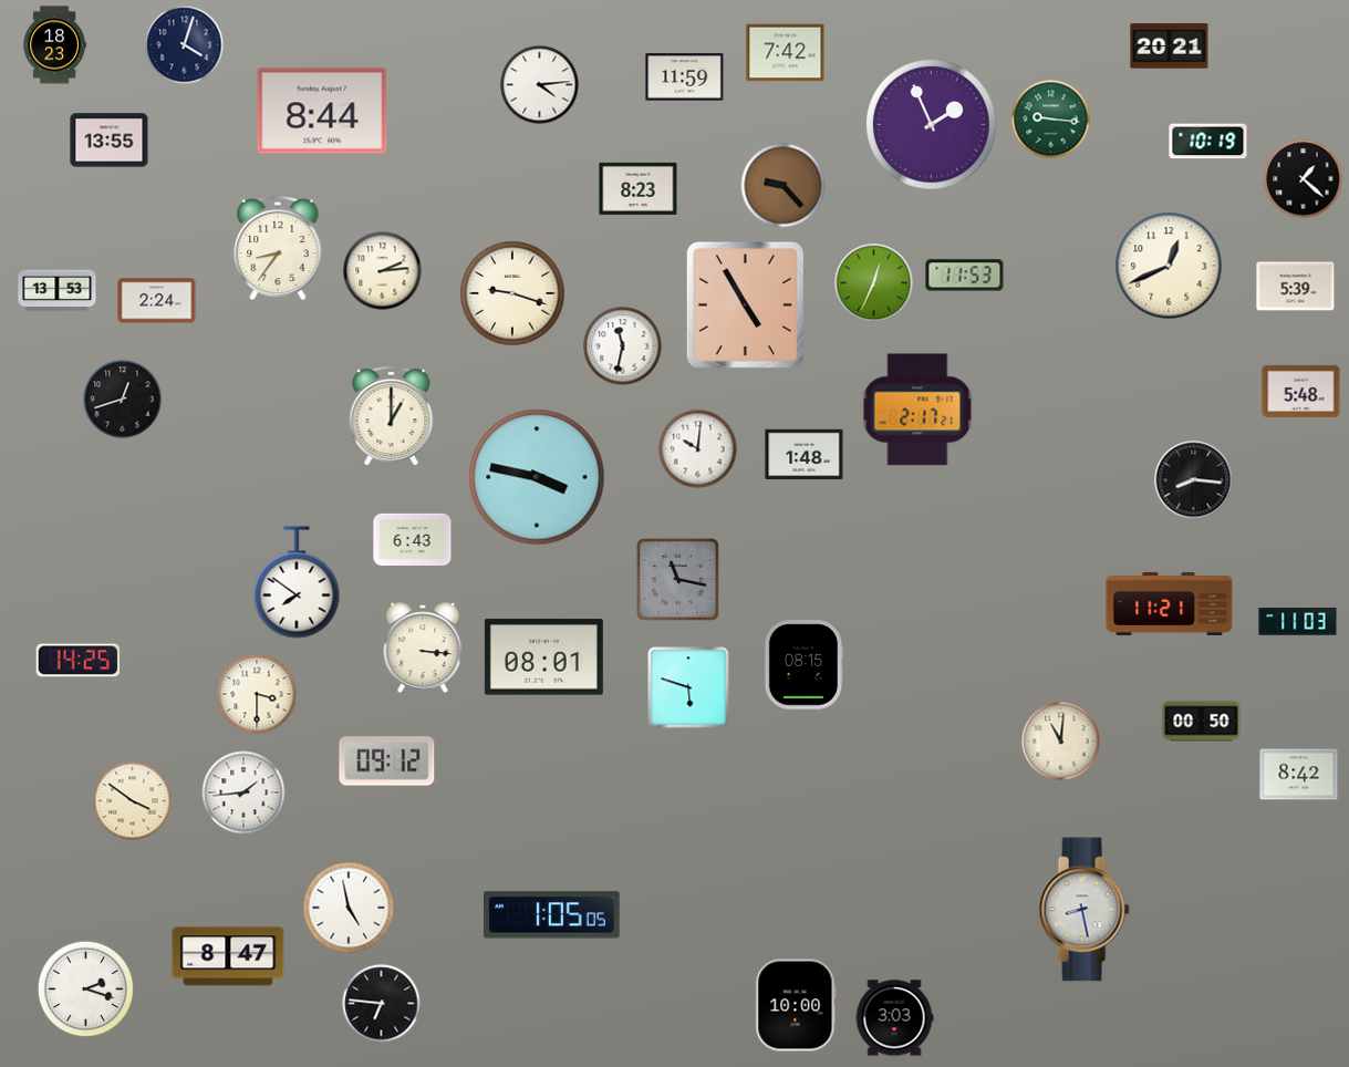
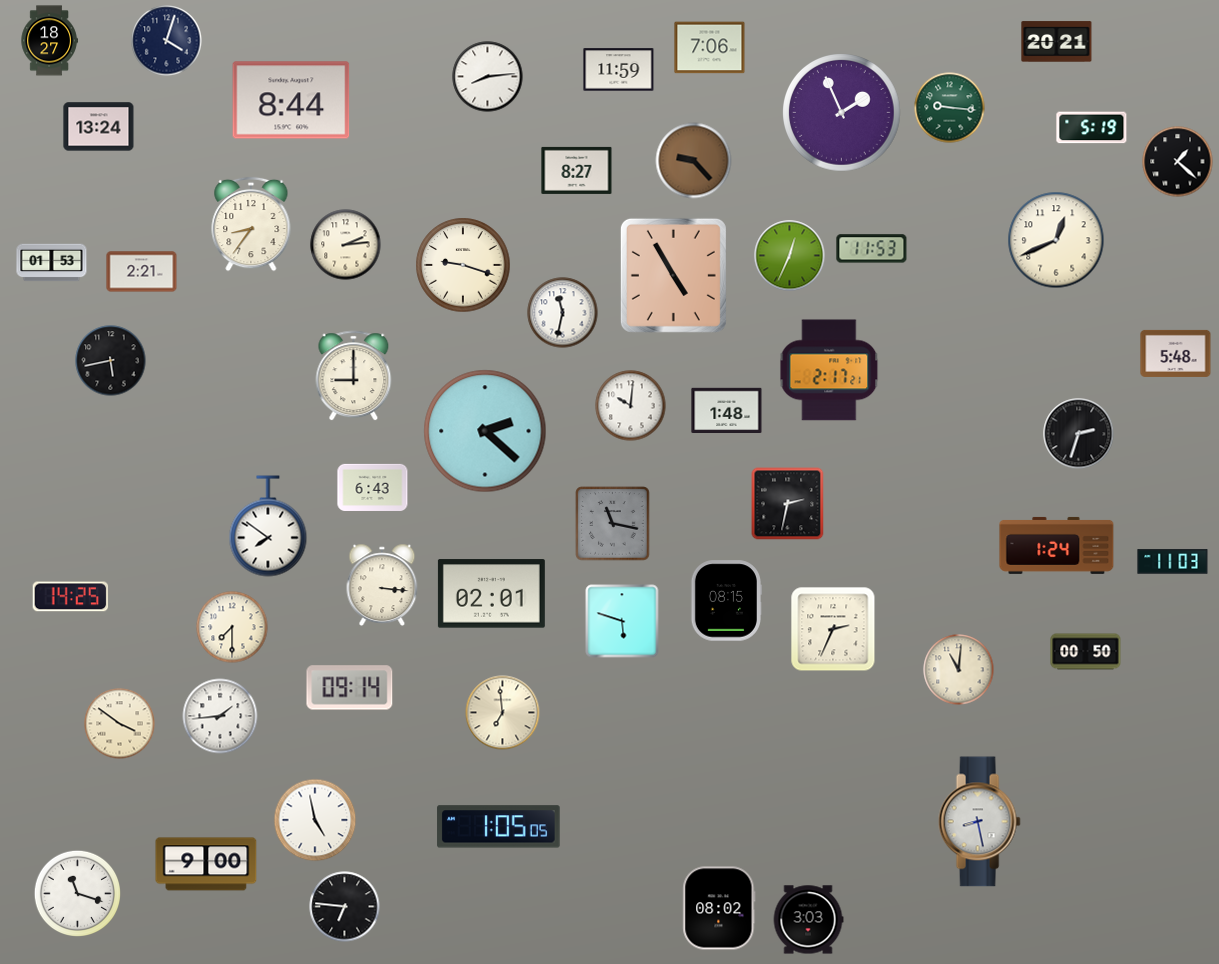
clock at (54, 45): 18:23 -> 18:27
clock at (786, 53): 7:42 -> 7:06
clock at (540, 85): 4:14 -> 8:14
clock at (110, 141): 13:55 -> 13:24
clock at (1208, 142): 10:19 -> 5:19
clock at (784, 186) position: (784, 186) -> (694, 161)
clock at (639, 188): 8:23 -> 8:27
clock at (1296, 287): 5:39 -> none
clock at (58, 291): 13:53 -> 01:53
clock at (157, 301): 2:24 -> 2:21
clock at (123, 400): 12:42 -> 5:43
clock at (392, 416): 1:00 -> 9:00
clock at (537, 477): 3:47 -> 2:22
clock at (1194, 480): 8:16 -> 2:33
clock at (788, 504): none -> 2:32
clock at (1170, 603): 11:21 -> 1:24
clock at (543, 657): 08:01 -> 02:01
clock at (257, 694): 3:30 -> 7:30
clock at (833, 629): none -> 2:34
clock at (387, 762): 09:12 -> 09:14
clock at (1299, 775): 8:42 -> none
clock at (503, 713): none -> 6:59
clock at (228, 956): 8:47 -> 9:00
clock at (85, 988): 2:18 -> 11:18
clock at (796, 1005): 10:00 -> 08:02
